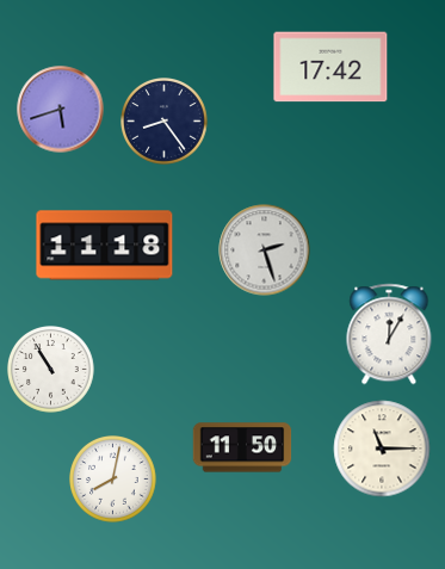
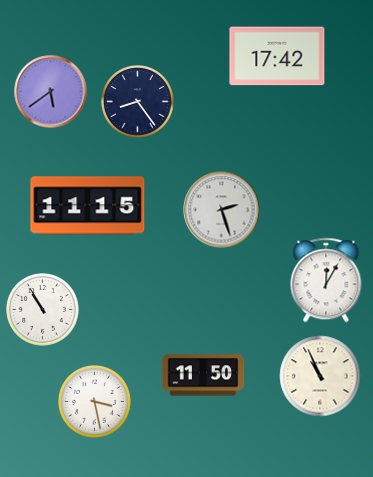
clock at (61, 110): 5:42 -> 5:39
clock at (105, 246): 11:18 -> 11:15
clock at (382, 449): 11:15 -> 10:56
clock at (113, 480): 8:02 -> 3:28
